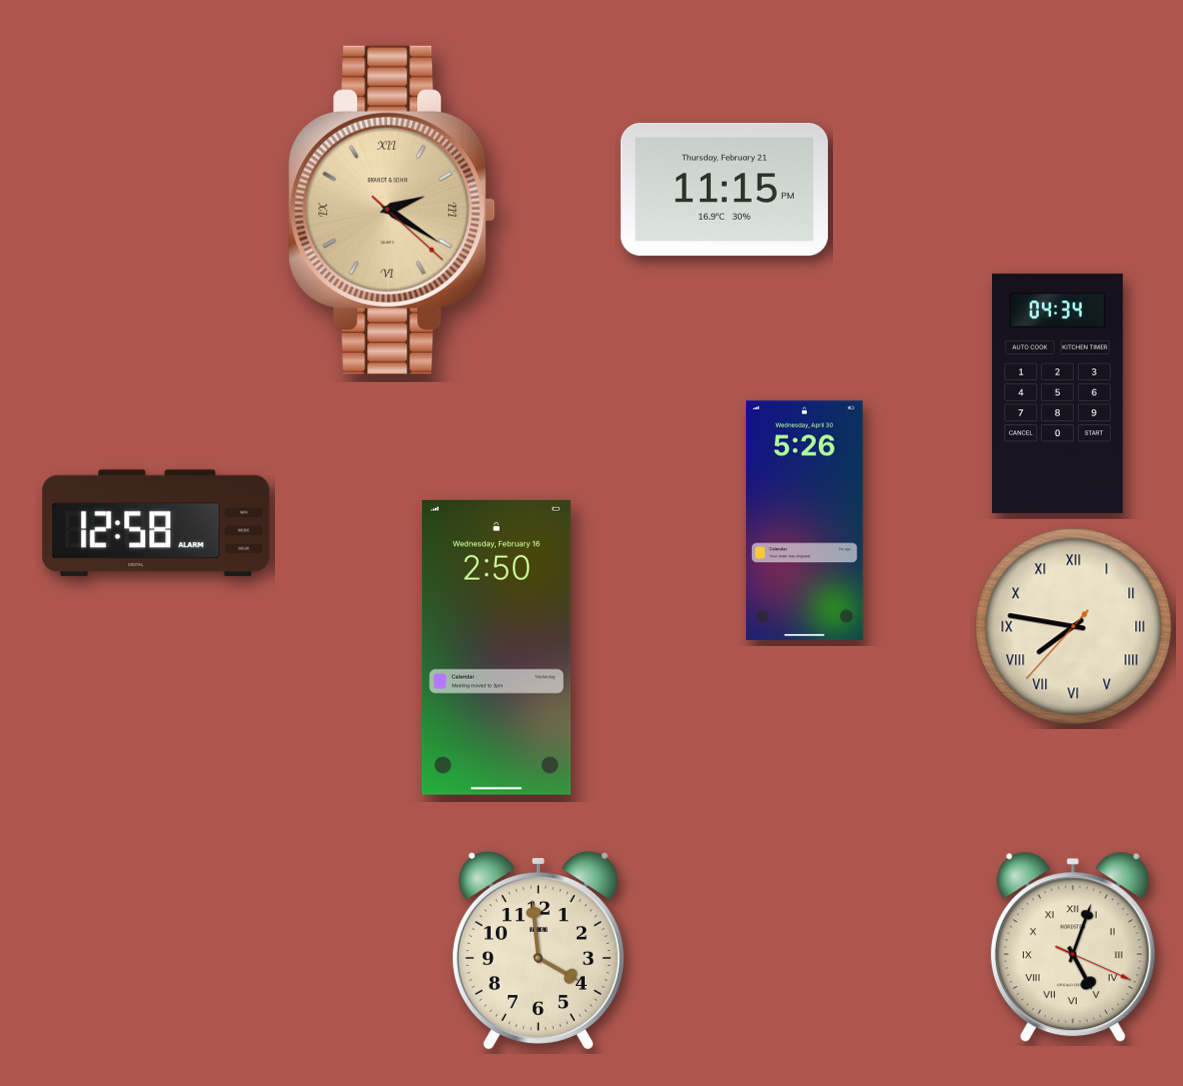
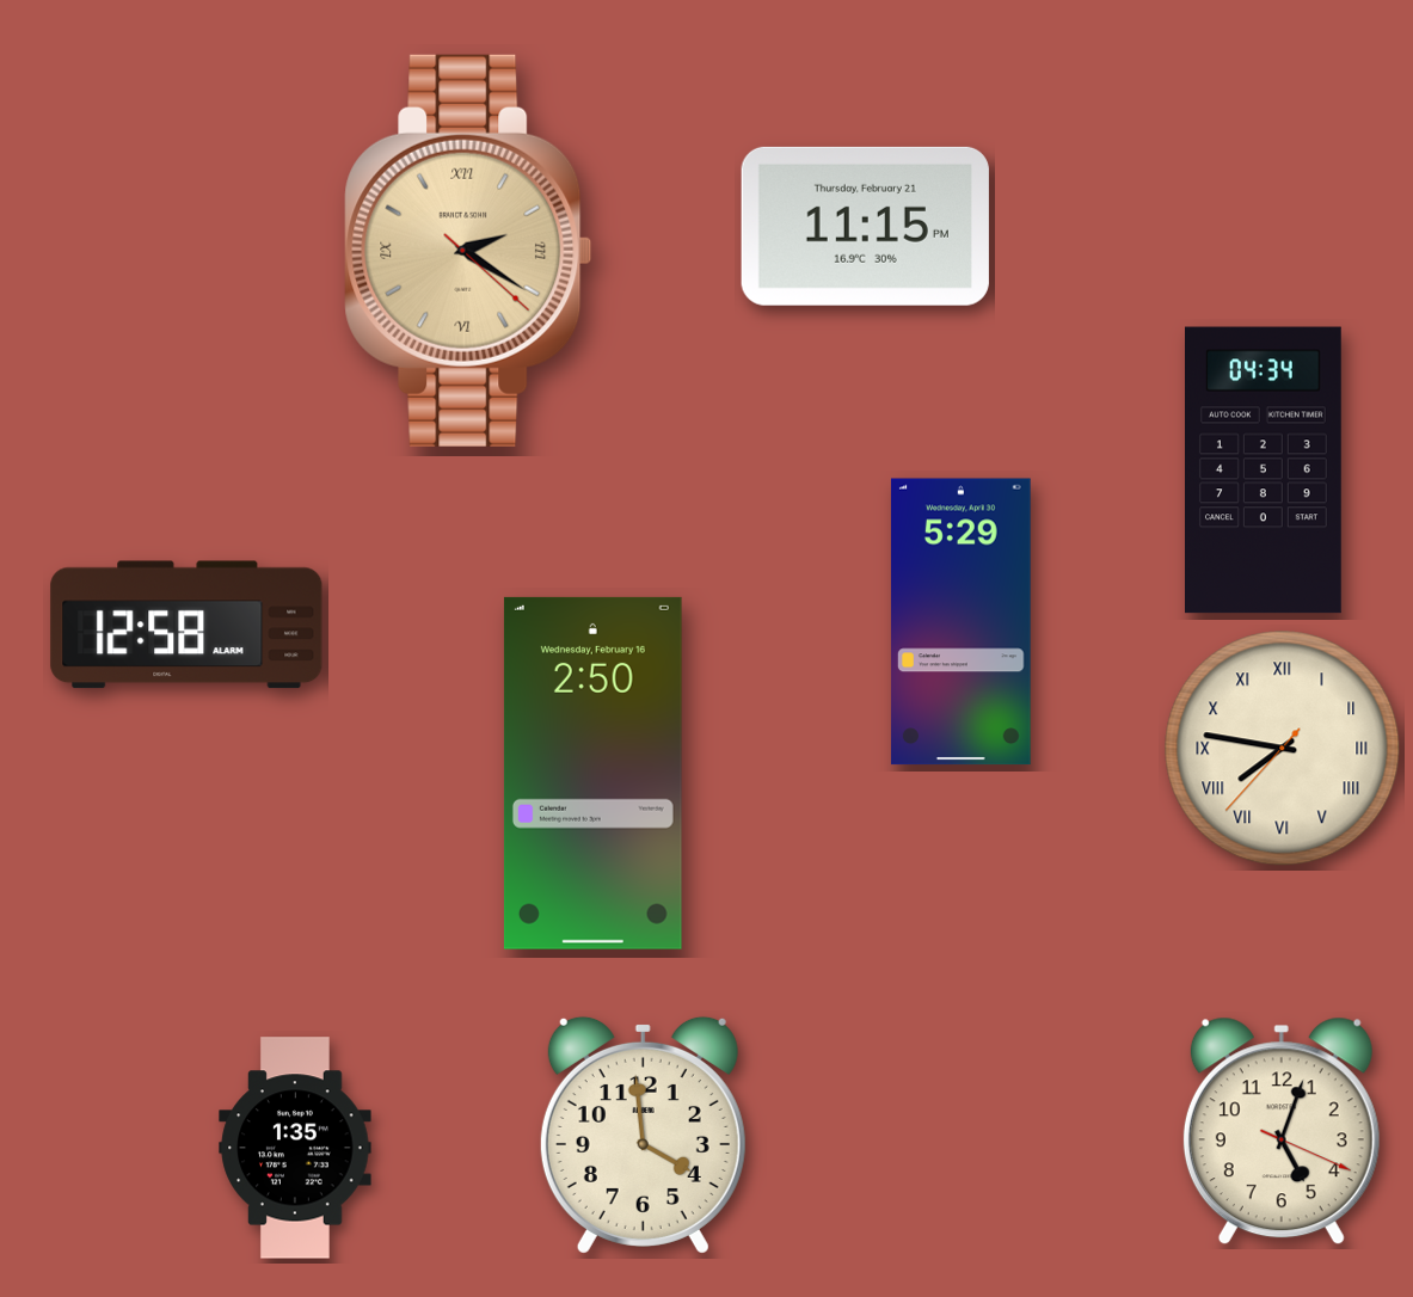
clock at (804, 521): 5:26 -> 5:29
clock at (1073, 947) numerals: Roman -> Arabic
clock at (295, 1148): none -> 1:35
